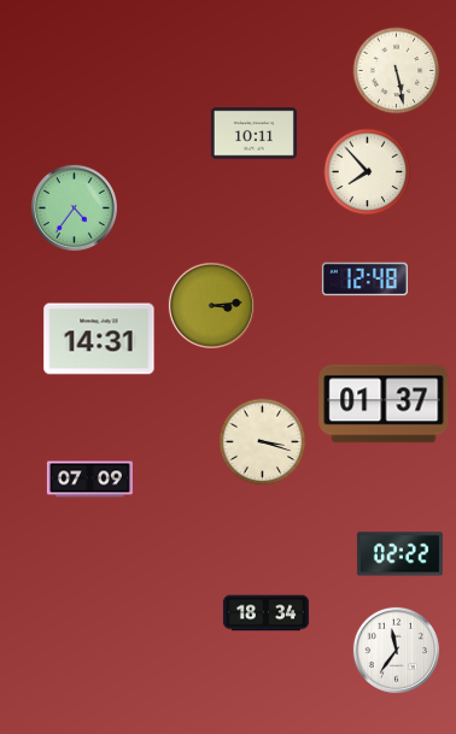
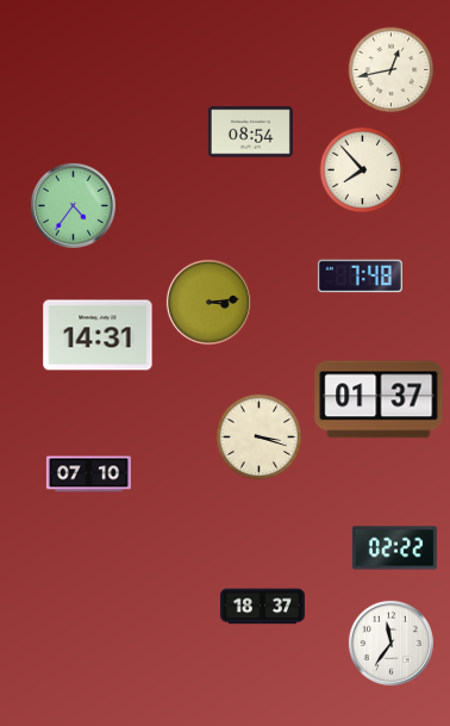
clock at (397, 71): 5:28 -> 12:43
clock at (253, 134): 10:11 -> 08:54
clock at (364, 280): 12:48 -> 7:48
clock at (89, 480): 07:09 -> 07:10
clock at (265, 613): 18:34 -> 18:37
